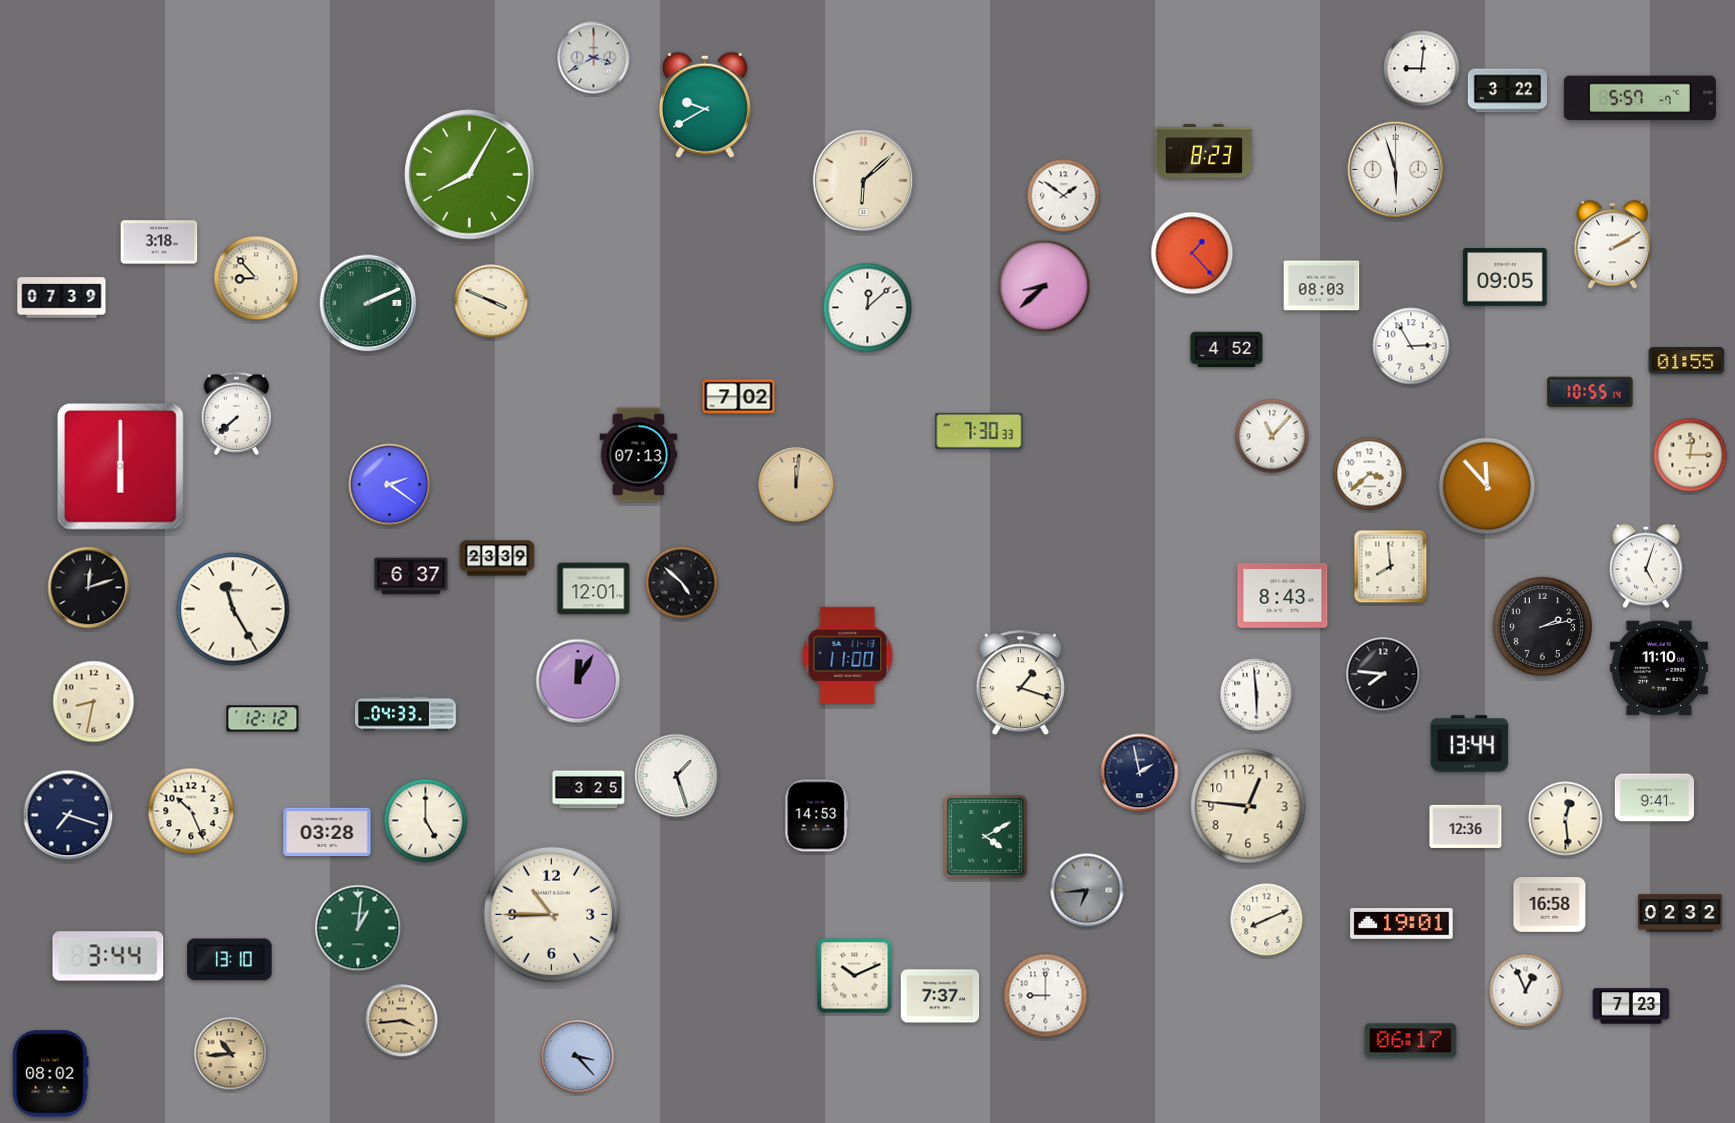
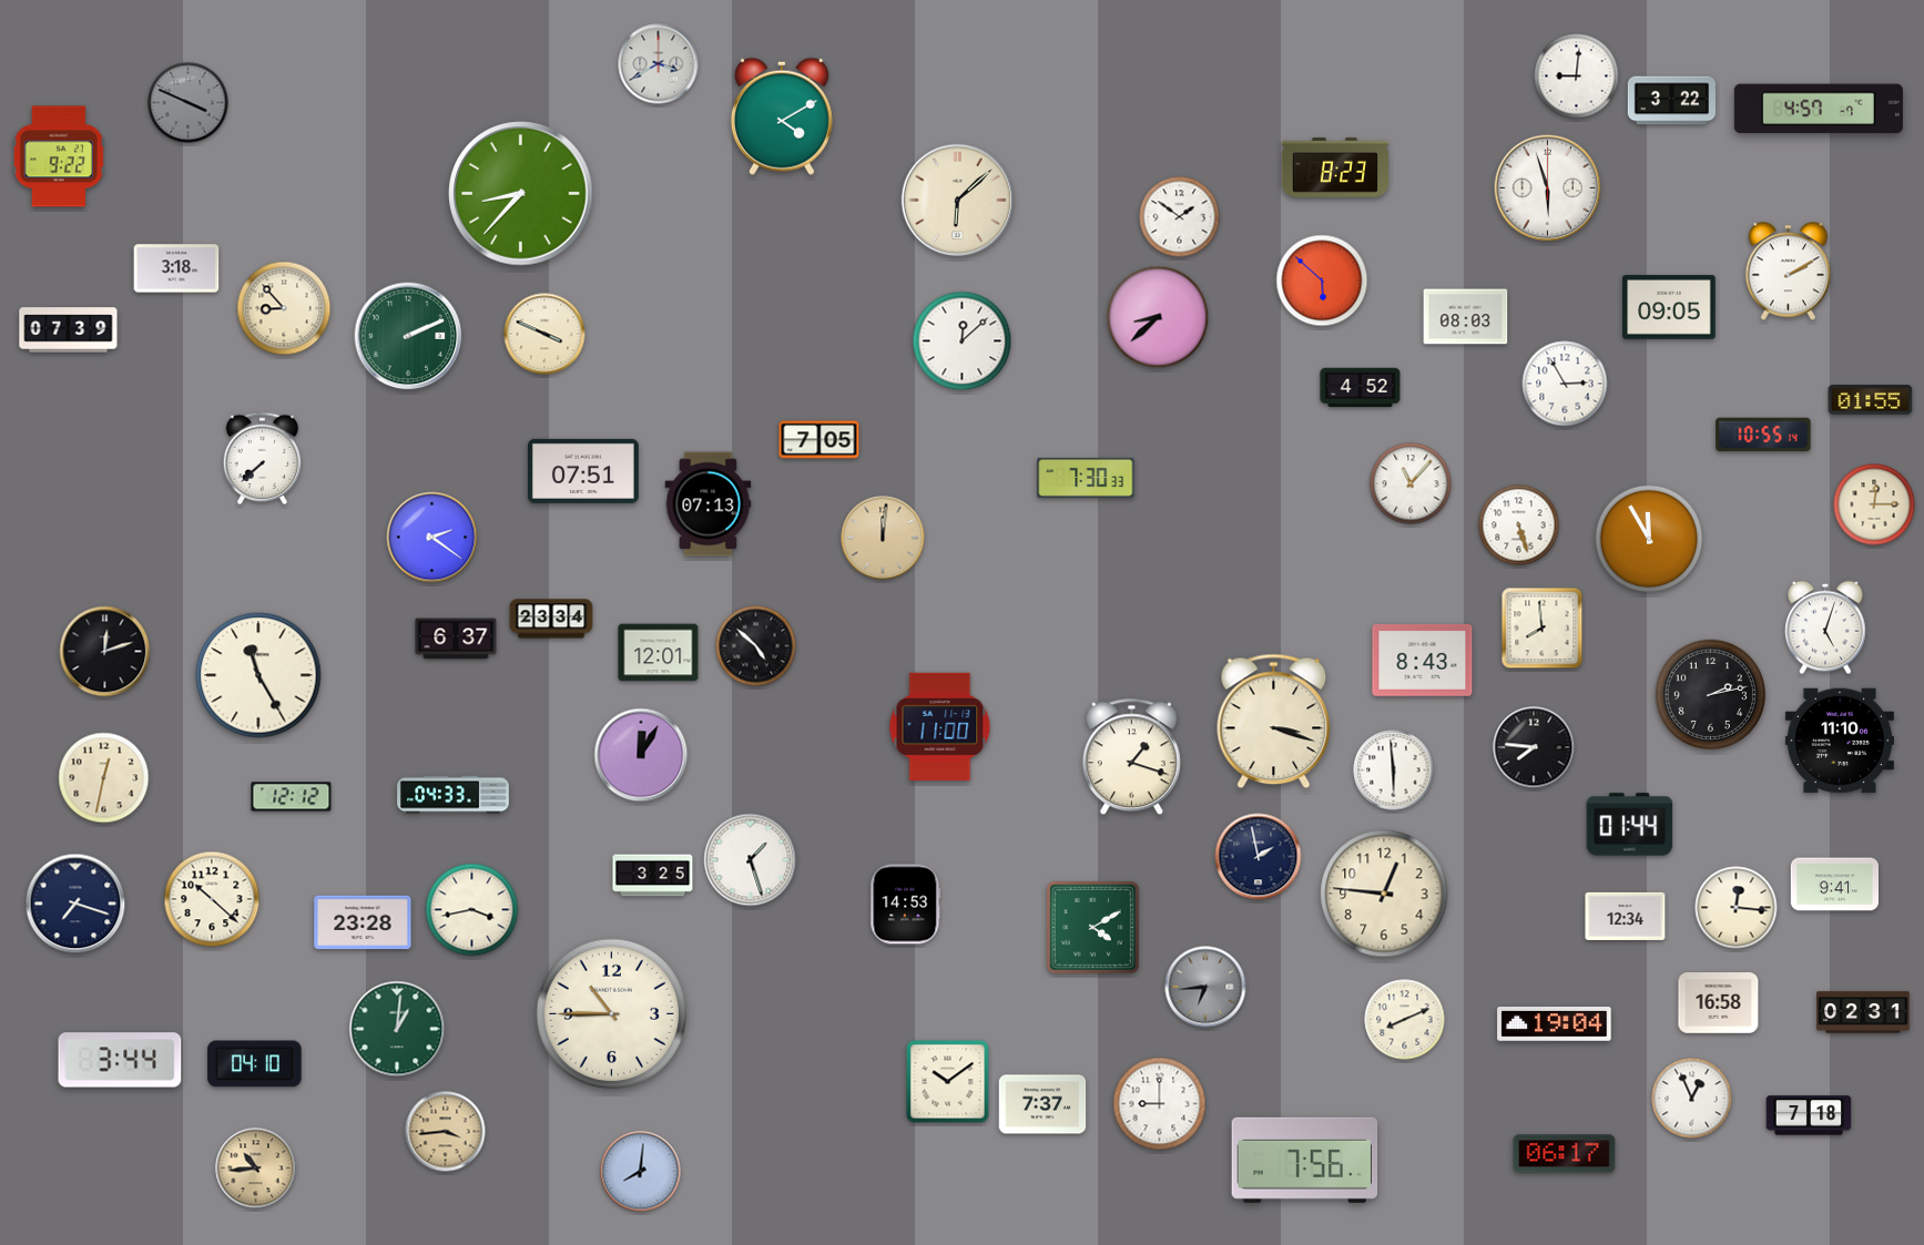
clock at (189, 103): none -> 3:49
clock at (1640, 98): 5:57 -> 4:57
clock at (705, 105): 9:40 -> 4:10
clock at (59, 156): none -> 9:22
clock at (470, 175): 8:05 -> 8:37
clock at (1192, 253): 1:23 -> 5:52
clock at (739, 397): 7:02 -> 7:05
clock at (583, 471): none -> 07:51
clock at (120, 466): 6:00 -> none
clock at (1370, 474): 3:38 -> 5:27
clock at (1487, 486): 11:53 -> 11:55
clock at (497, 558): 23:39 -> 23:34
clock at (89, 588) position: (89, 588) -> (105, 652)
clock at (1274, 722): none -> 3:18
clock at (94, 702): 8:32 -> 12:32
clock at (406, 714) position: (406, 714) -> (454, 795)
clock at (1470, 744): 13:44 -> 01:44
clock at (1140, 773) position: (1140, 773) -> (1259, 857)
clock at (191, 811): 10:26 -> 10:22
clock at (1566, 819): 12:29 -> 12:16
clock at (426, 821): 5:00 -> 3:43
clock at (1466, 826): 12:36 -> 12:34
clock at (327, 832): 03:28 -> 23:28
clock at (1680, 913): 02:32 -> 02:31
clock at (1402, 924): 19:01 -> 19:04
clock at (230, 960): 13:10 -> 04:10
clock at (855, 976): 10:11 -> 10:09
clock at (1631, 1006): 7:23 -> 7:18
clock at (1305, 1160): none -> 7:56
clock at (578, 1057): 3:23 -> 8:01
clock at (51, 1074): 08:02 -> none
